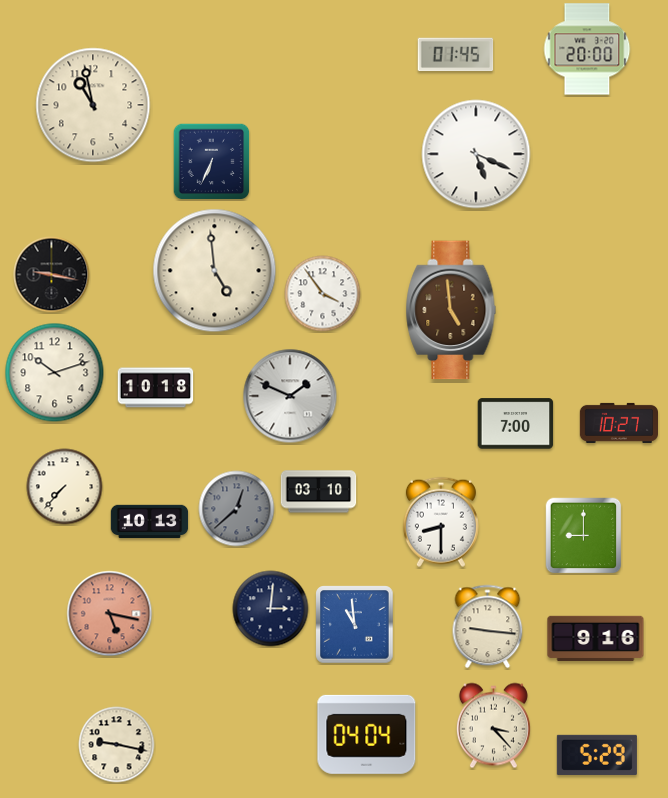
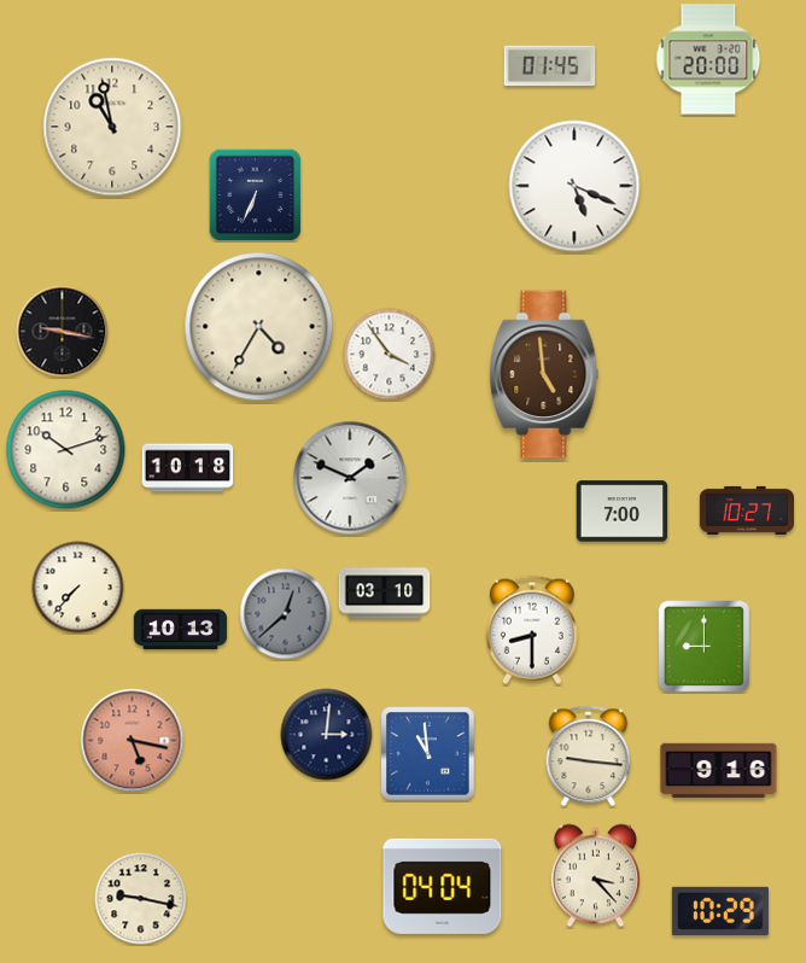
clock at (215, 271): 4:59 -> 4:35
clock at (597, 755): 5:29 -> 10:29
